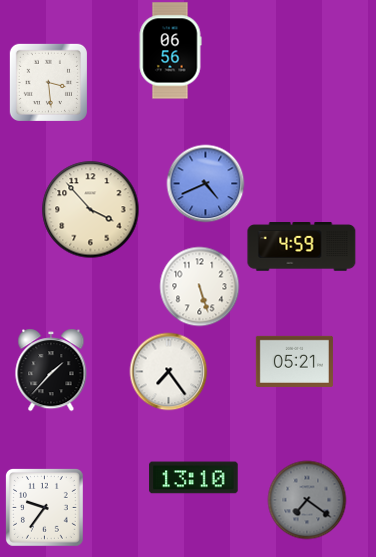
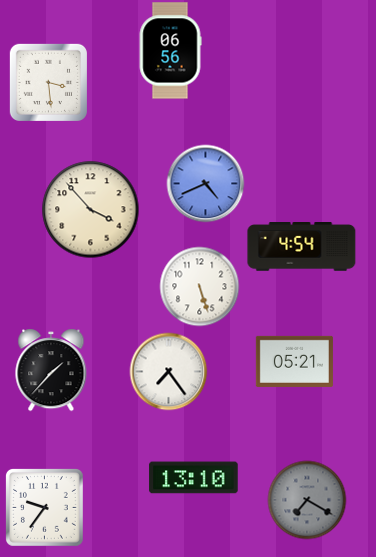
clock at (302, 247): 4:59 -> 4:54
clock at (307, 500): 7:21 -> 7:20
